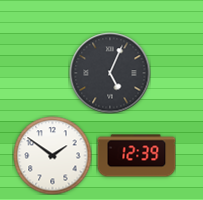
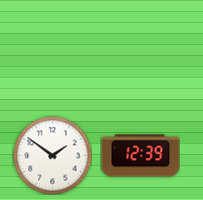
clock at (110, 73): 5:04 -> none
clock at (136, 156) position: (136, 156) -> (140, 156)
